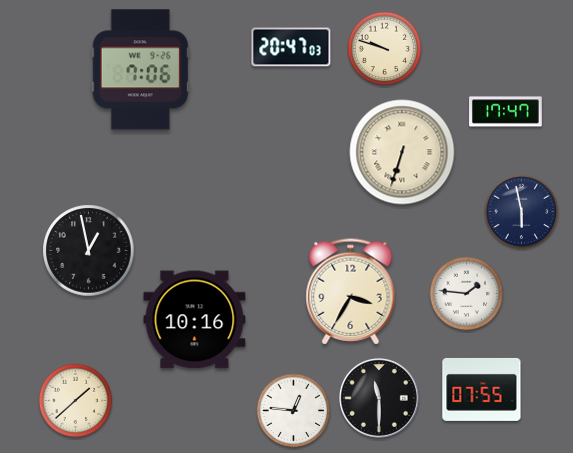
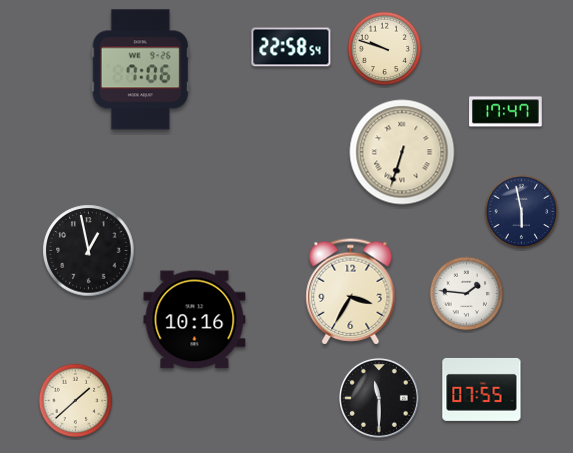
clock at (291, 47): 20:47 -> 22:58
clock at (294, 411): 12:46 -> none
